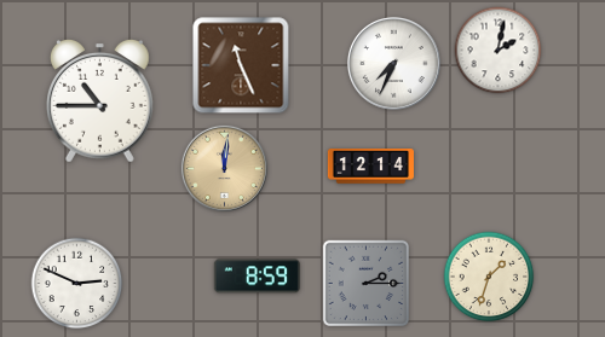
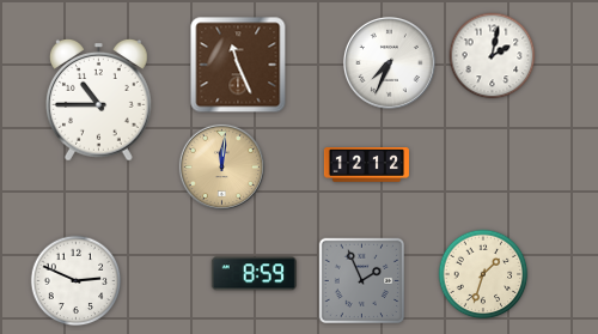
clock at (499, 51) position: (499, 51) -> (493, 56)
clock at (370, 167): 12:14 -> 12:12
clock at (367, 284): 2:15 -> 1:56
